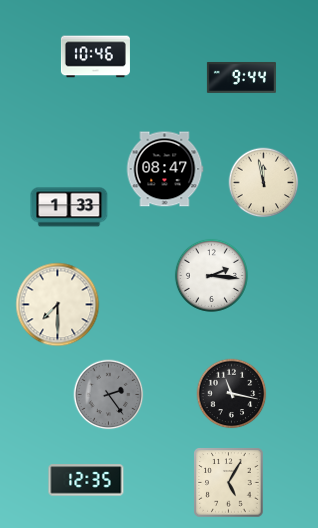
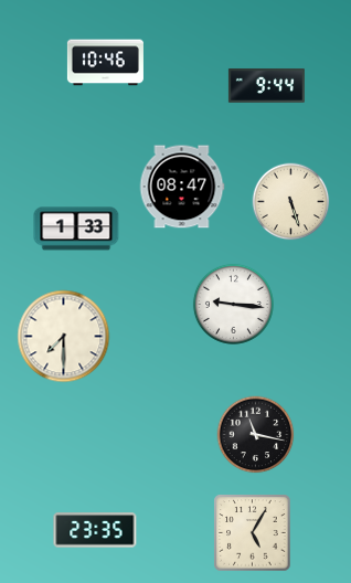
clock at (264, 183): 11:58 -> 5:27
clock at (211, 275): 2:16 -> 9:16
clock at (109, 395): 2:24 -> none
clock at (86, 480): 12:35 -> 23:35
